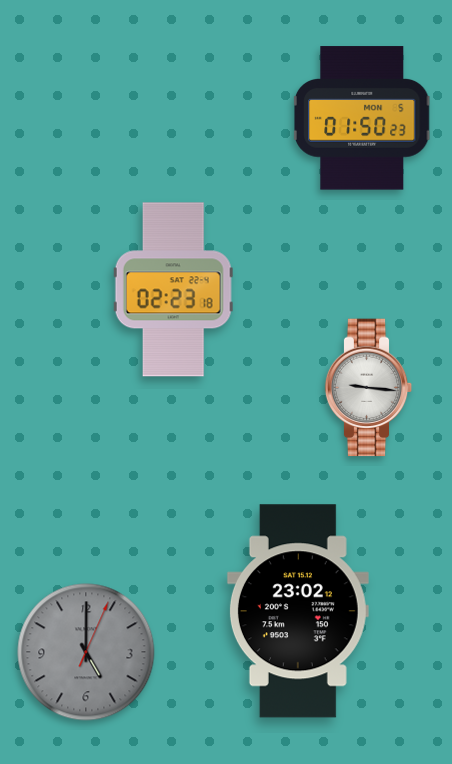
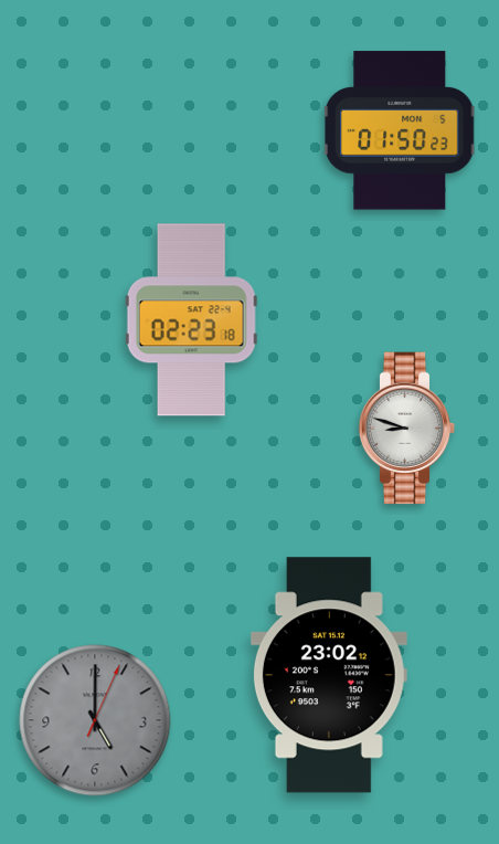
clock at (369, 388): 9:16 -> 8:48
